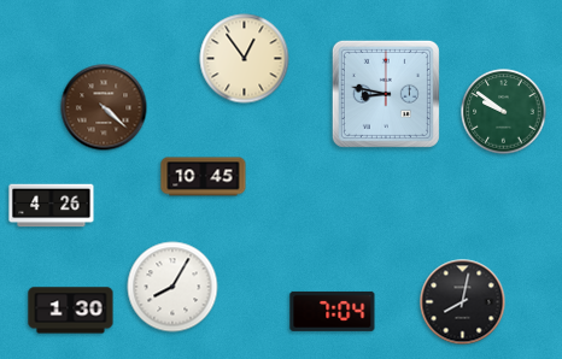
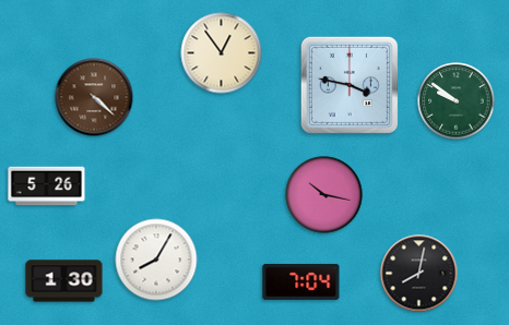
clock at (386, 94): 8:47 -> 3:47
clock at (204, 177): 10:45 -> none
clock at (52, 206): 4:26 -> 5:26
clock at (324, 195): none -> 10:17
